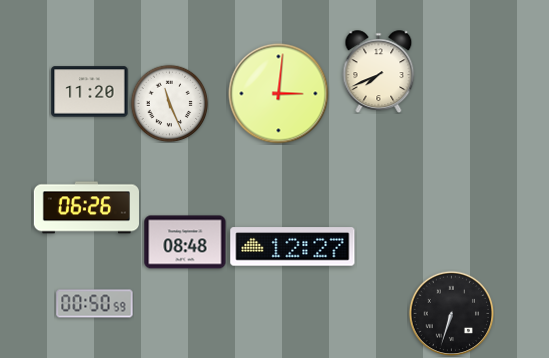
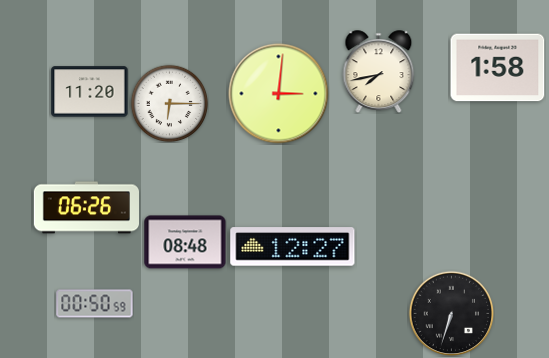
clock at (498, 68): none -> 1:58
clock at (379, 71): 7:41 -> 7:43
clock at (169, 103): 11:26 -> 6:15
